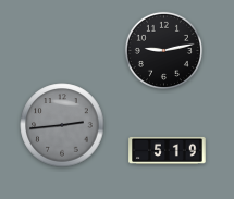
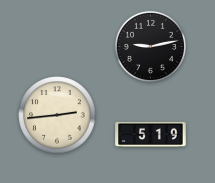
clock at (62, 125) dial: grey -> cream
clock at (168, 150) position: (168, 150) -> (151, 134)
